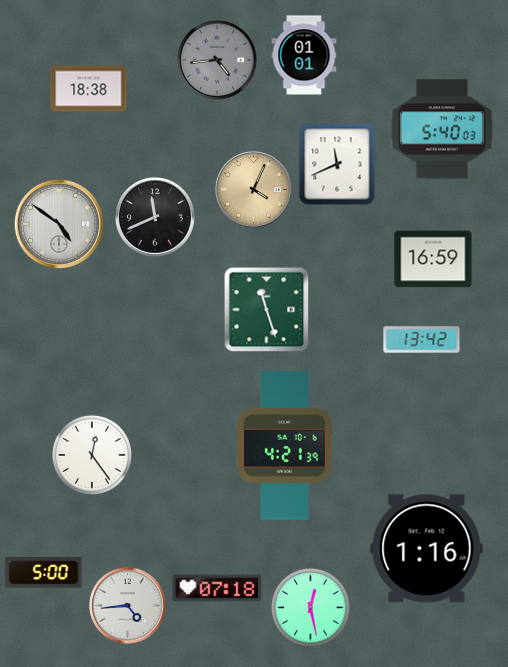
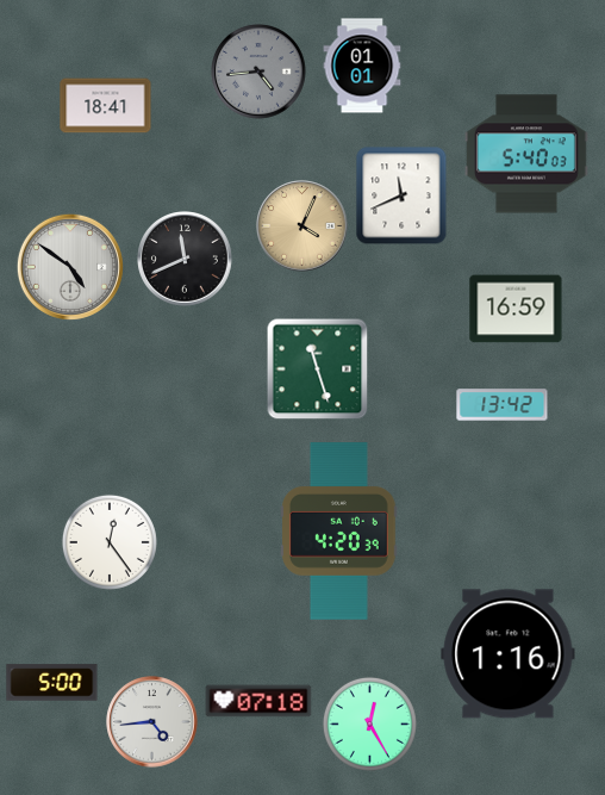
clock at (89, 89): 18:38 -> 18:41
clock at (285, 446): 4:21 -> 4:20
clock at (310, 607): 12:28 -> 12:25
